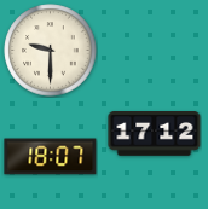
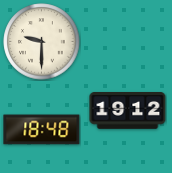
clock at (155, 134): 17:12 -> 19:12
clock at (51, 157): 18:07 -> 18:48
